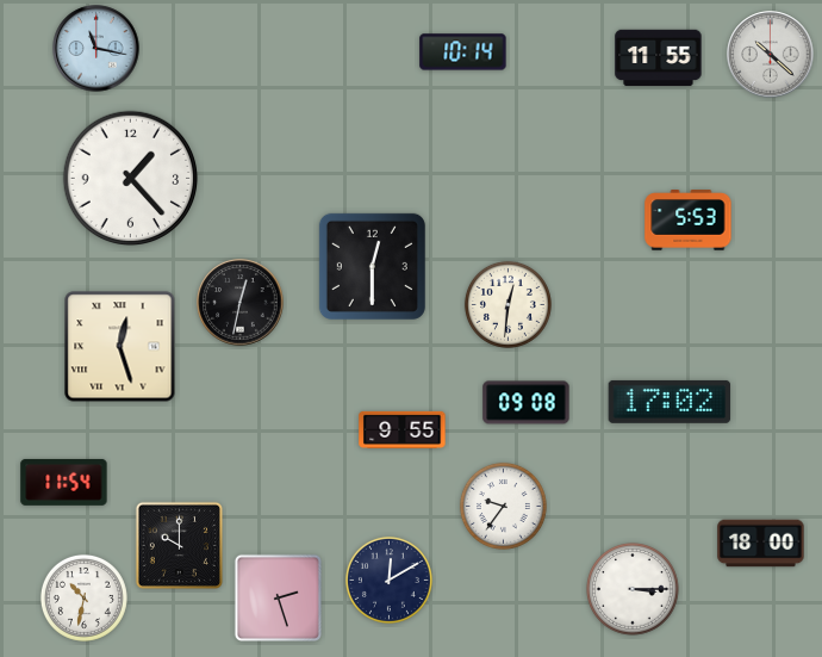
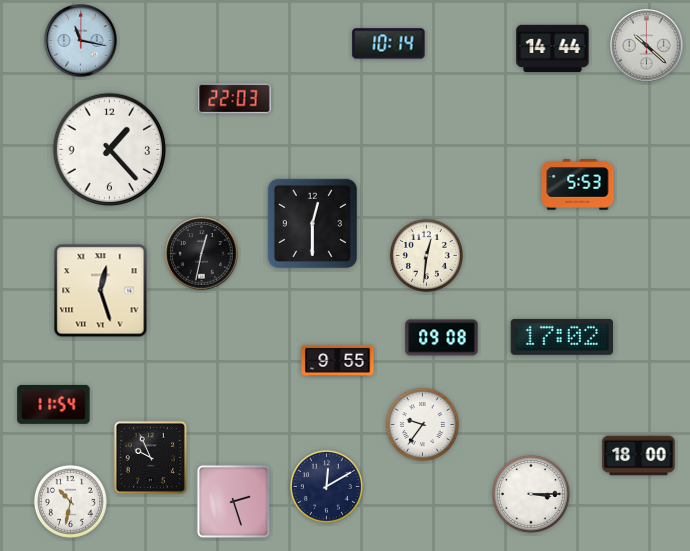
clock at (659, 58): 11:55 -> 14:44
clock at (235, 99): none -> 22:03
clock at (179, 545): 10:00 -> 9:56
